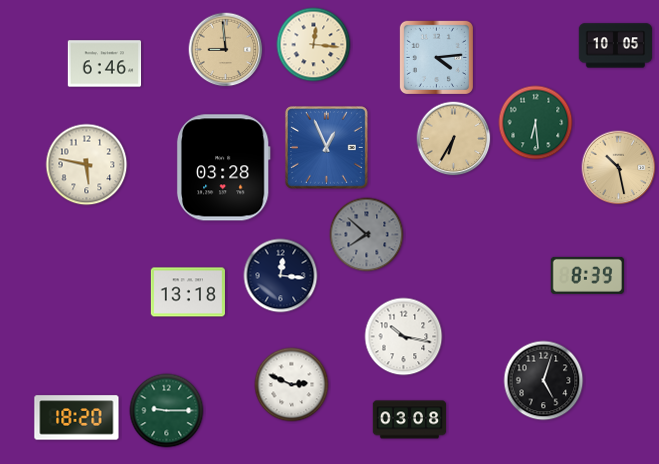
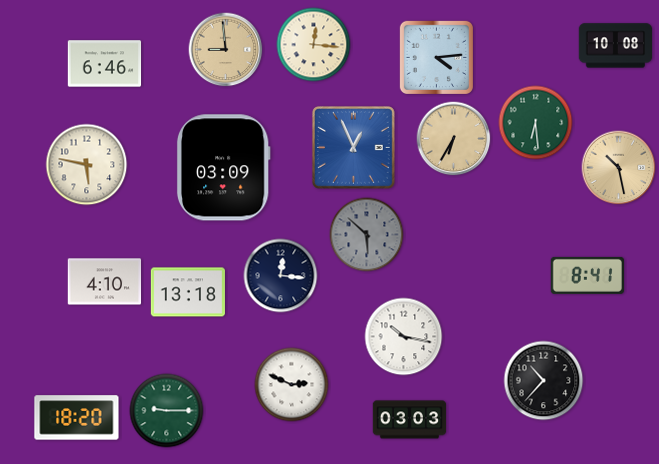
clock at (616, 46): 10:05 -> 10:08
clock at (326, 147) position: (326, 147) -> (353, 147)
clock at (223, 168): 03:28 -> 03:09
clock at (367, 235): 7:52 -> 5:52
clock at (587, 275): 8:39 -> 8:41
clock at (105, 282): none -> 4:10
clock at (544, 381): 5:03 -> 10:37
clock at (410, 420): 03:08 -> 03:03
